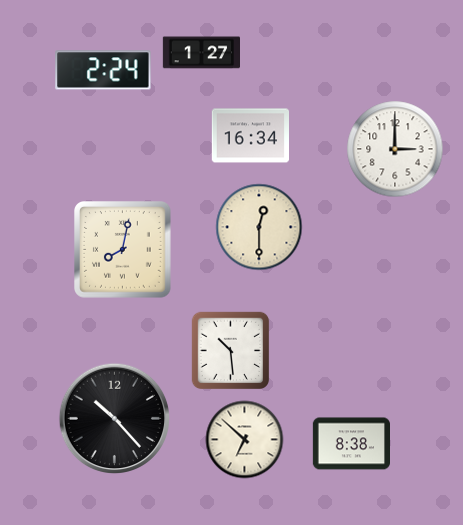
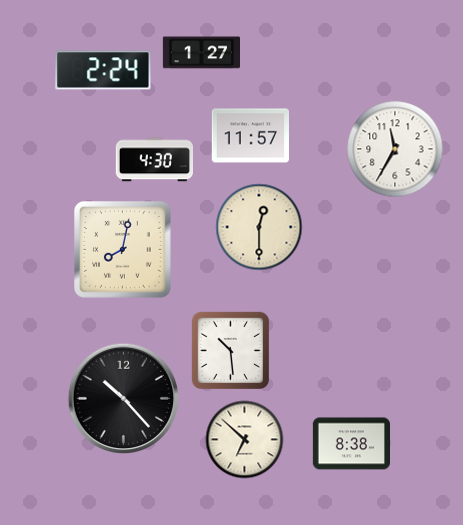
clock at (250, 136): 16:34 -> 11:57
clock at (395, 149): 3:00 -> 11:35
clock at (154, 160): none -> 4:30
clock at (114, 418) position: (114, 418) -> (123, 398)
